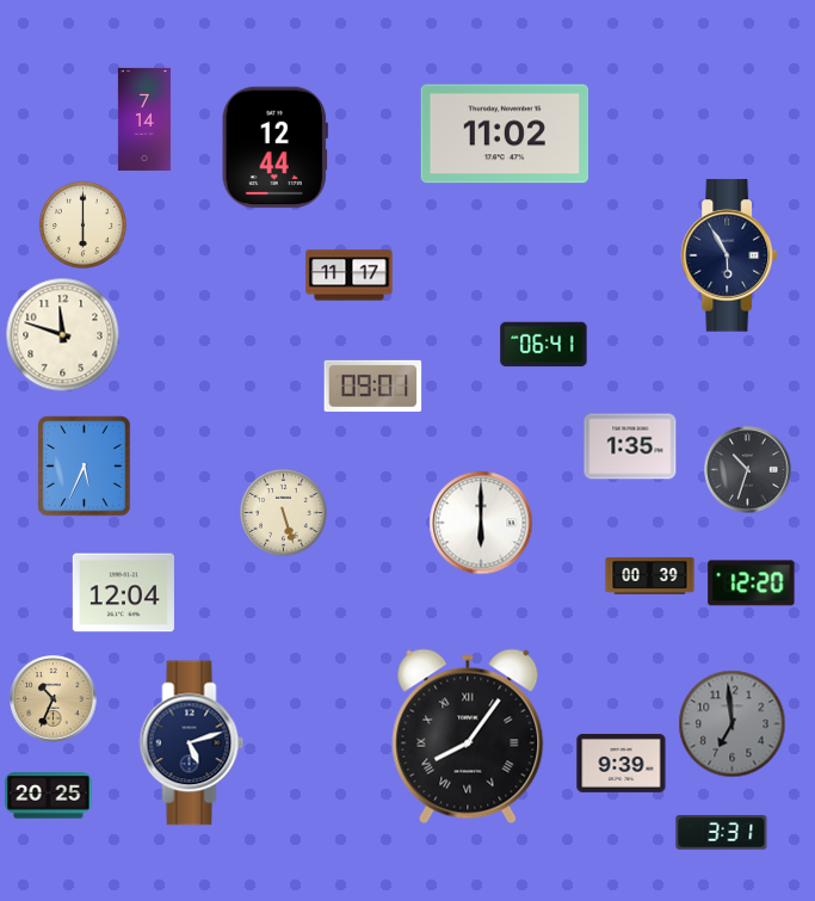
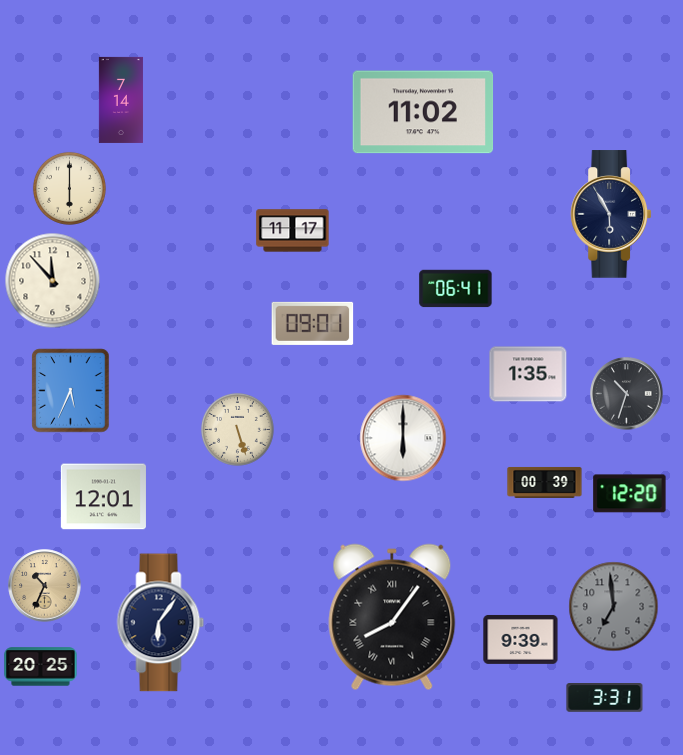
clock at (274, 148): 12:44 -> none
clock at (63, 335): 11:48 -> 11:53
clock at (752, 584) position: (752, 584) -> (630, 494)
clock at (123, 593): 12:04 -> 12:01
clock at (192, 743): 5:12 -> 6:06
